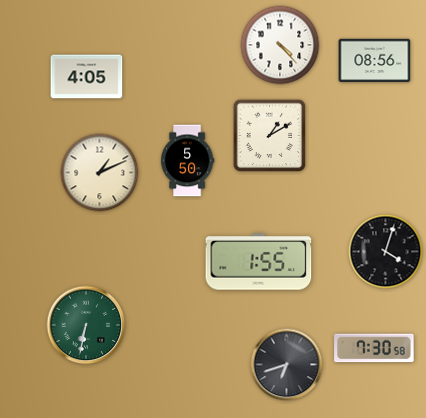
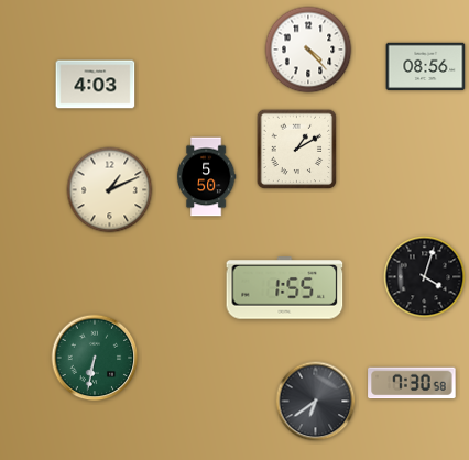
clock at (375, 61) position: (375, 61) -> (426, 67)
clock at (87, 77): 4:05 -> 4:03
clock at (287, 365): 6:42 -> 6:39
